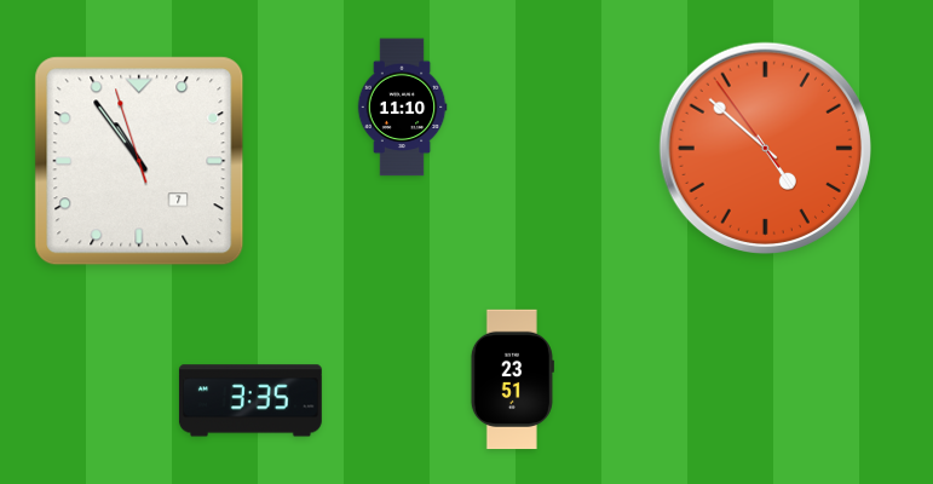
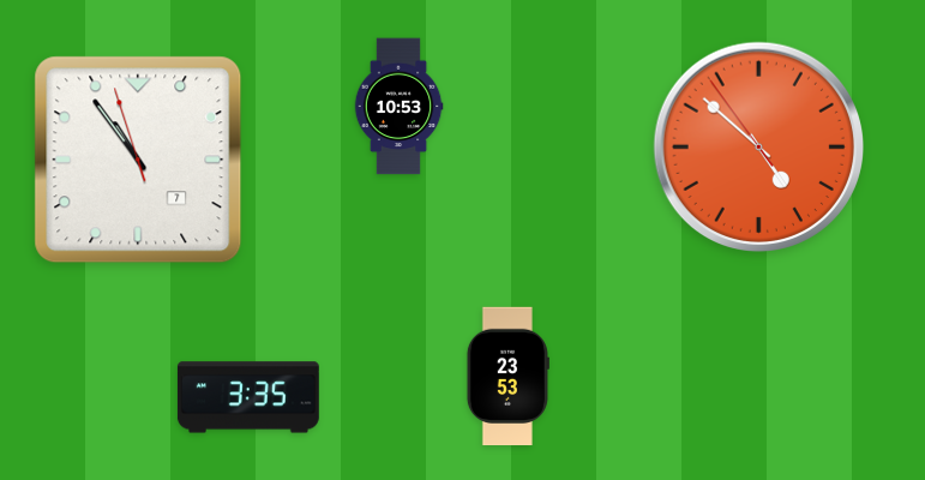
clock at (402, 108): 11:10 -> 10:53
clock at (512, 380): 23:51 -> 23:53
